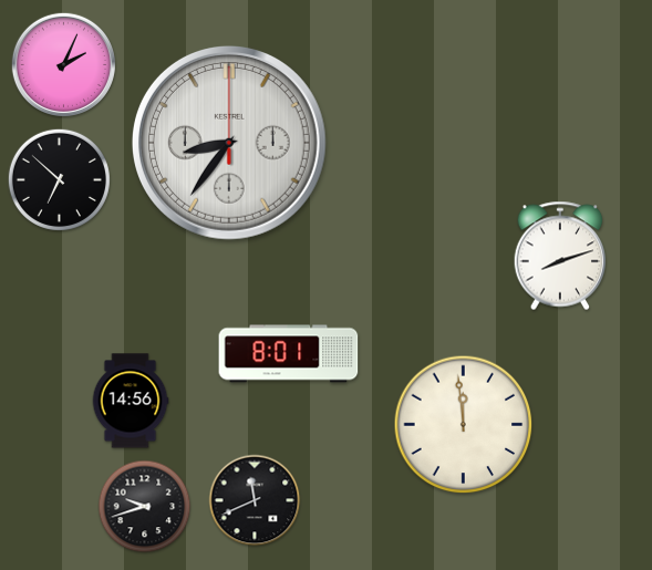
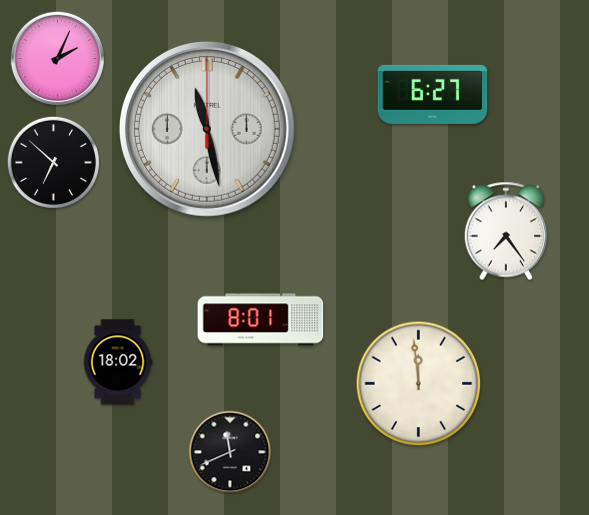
clock at (433, 94): none -> 6:27
clock at (229, 143): 8:36 -> 11:28
clock at (560, 256): 8:12 -> 7:24
clock at (131, 401): 14:56 -> 18:02
clock at (145, 507): 9:42 -> none
